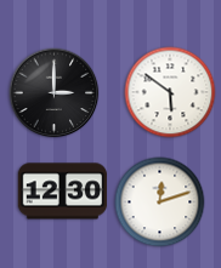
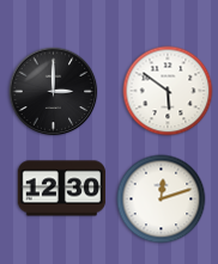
clock at (160, 203) position: (160, 203) -> (162, 199)
